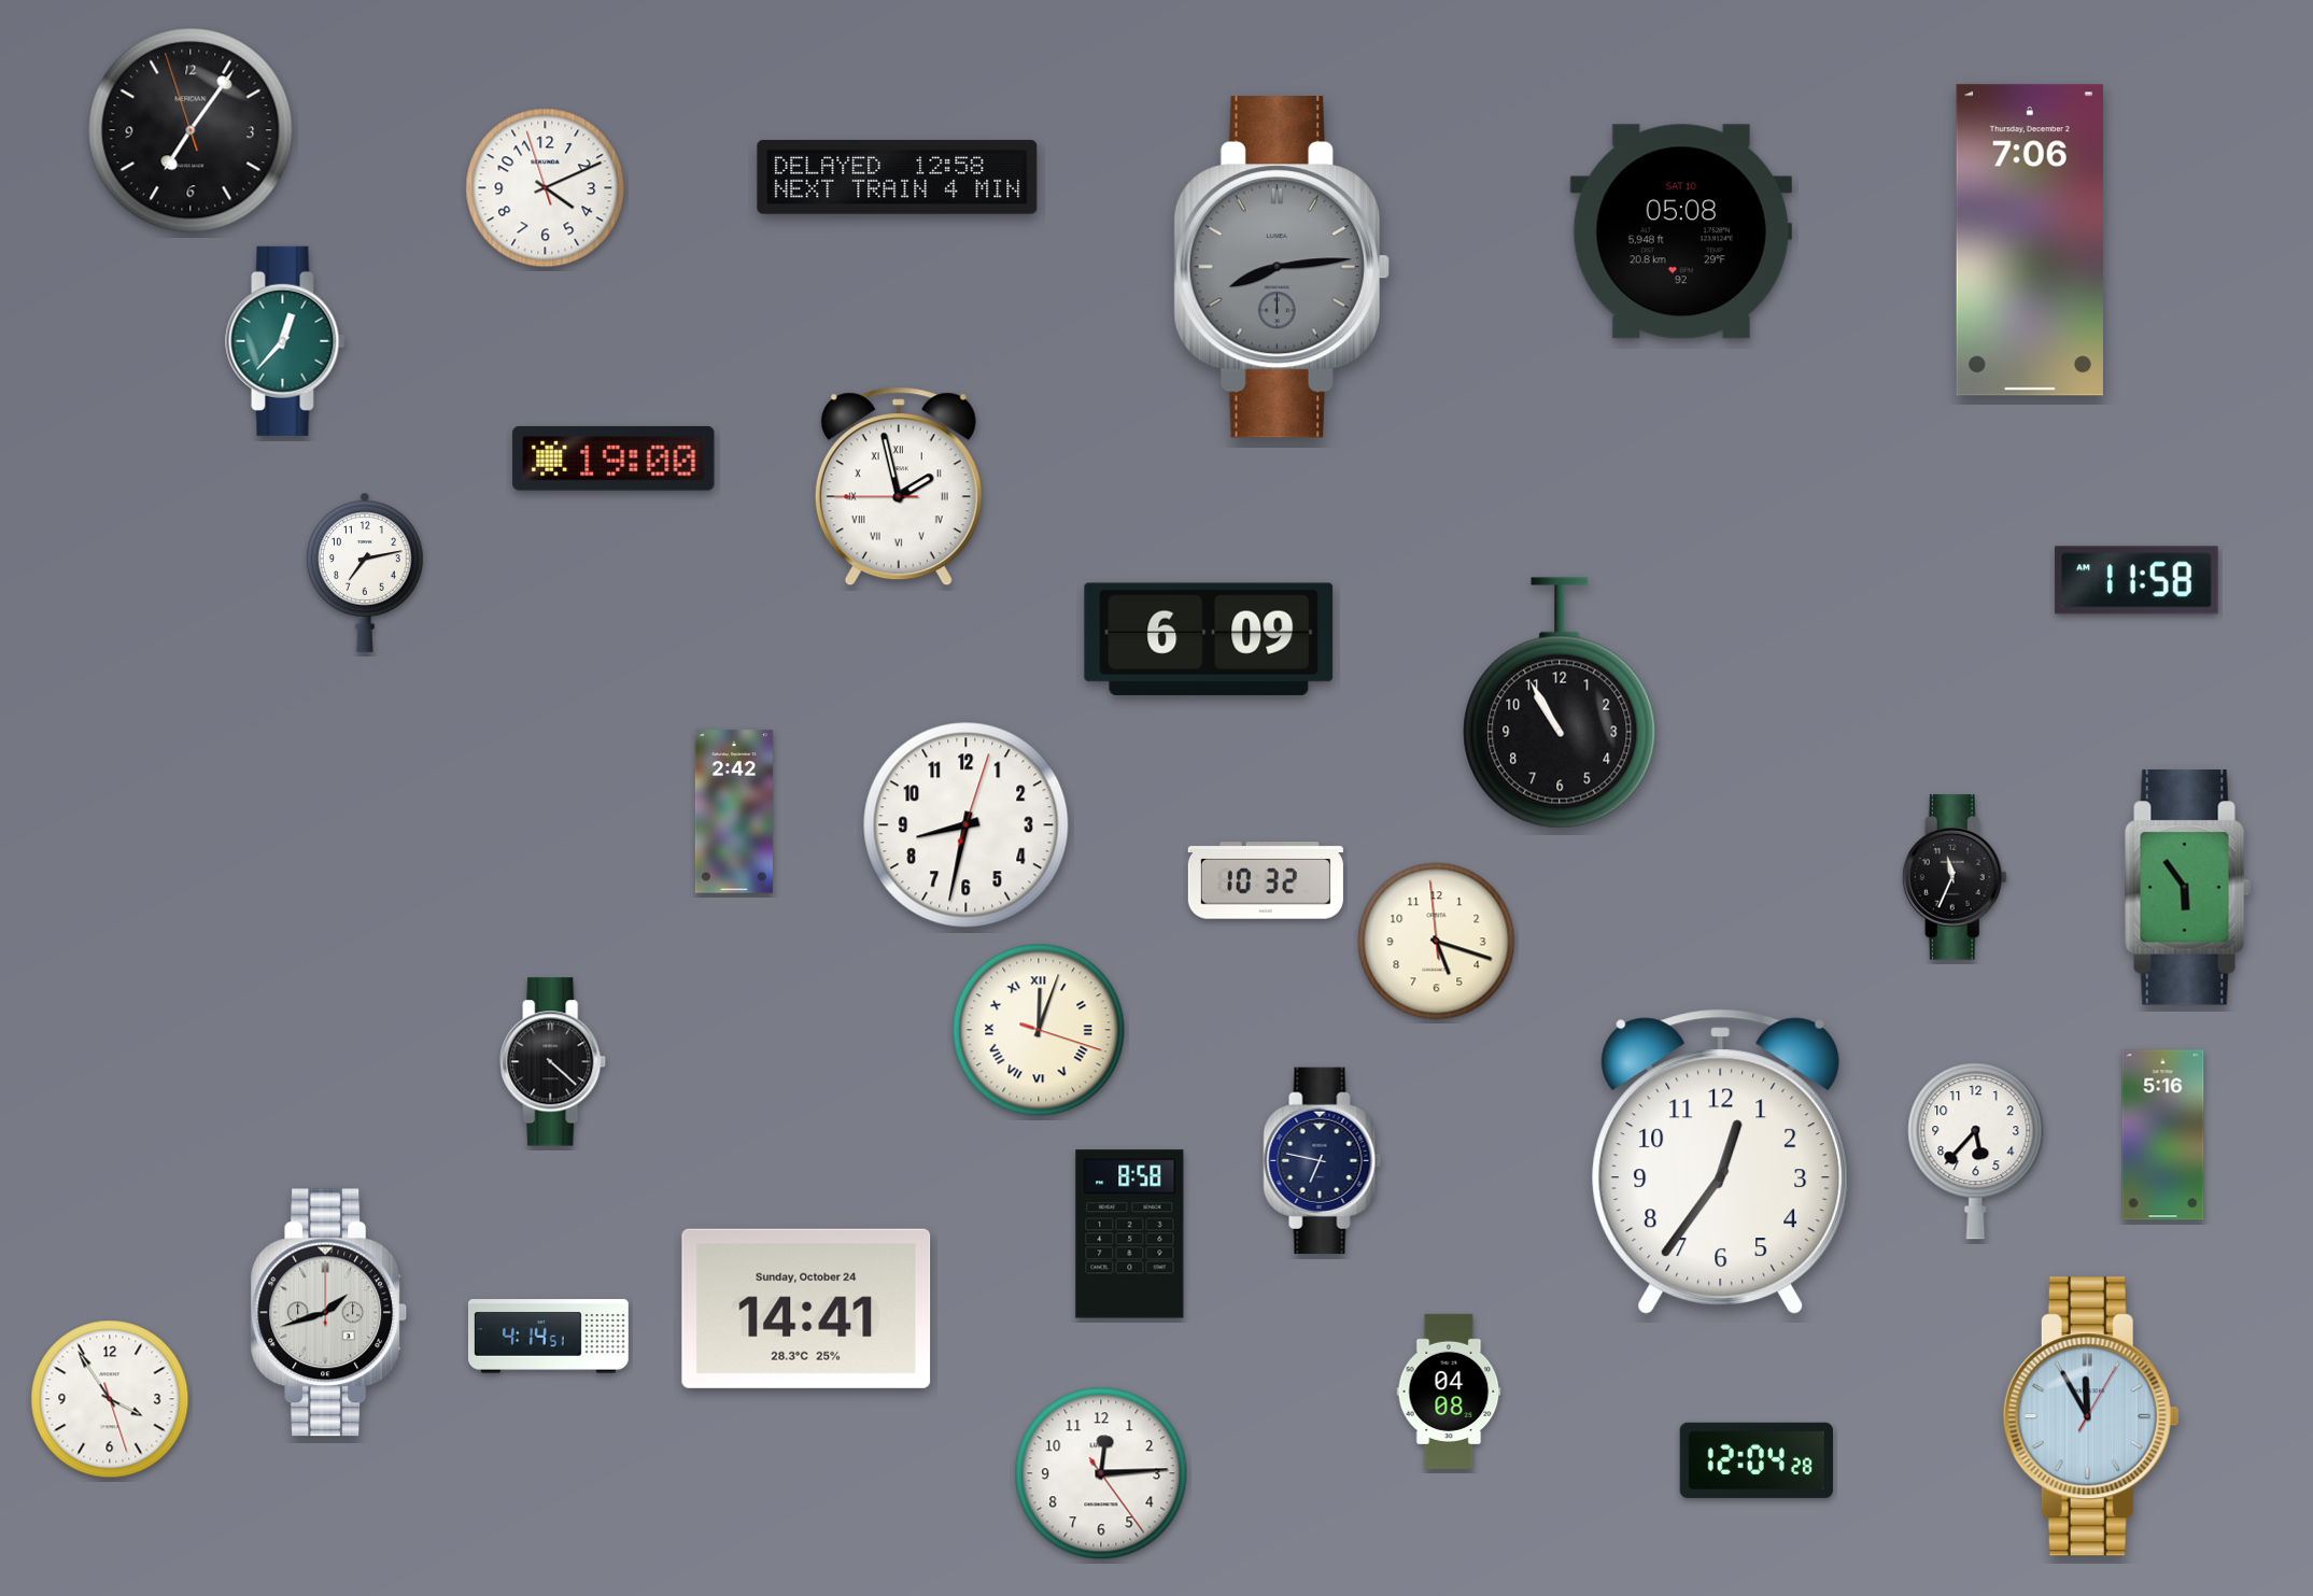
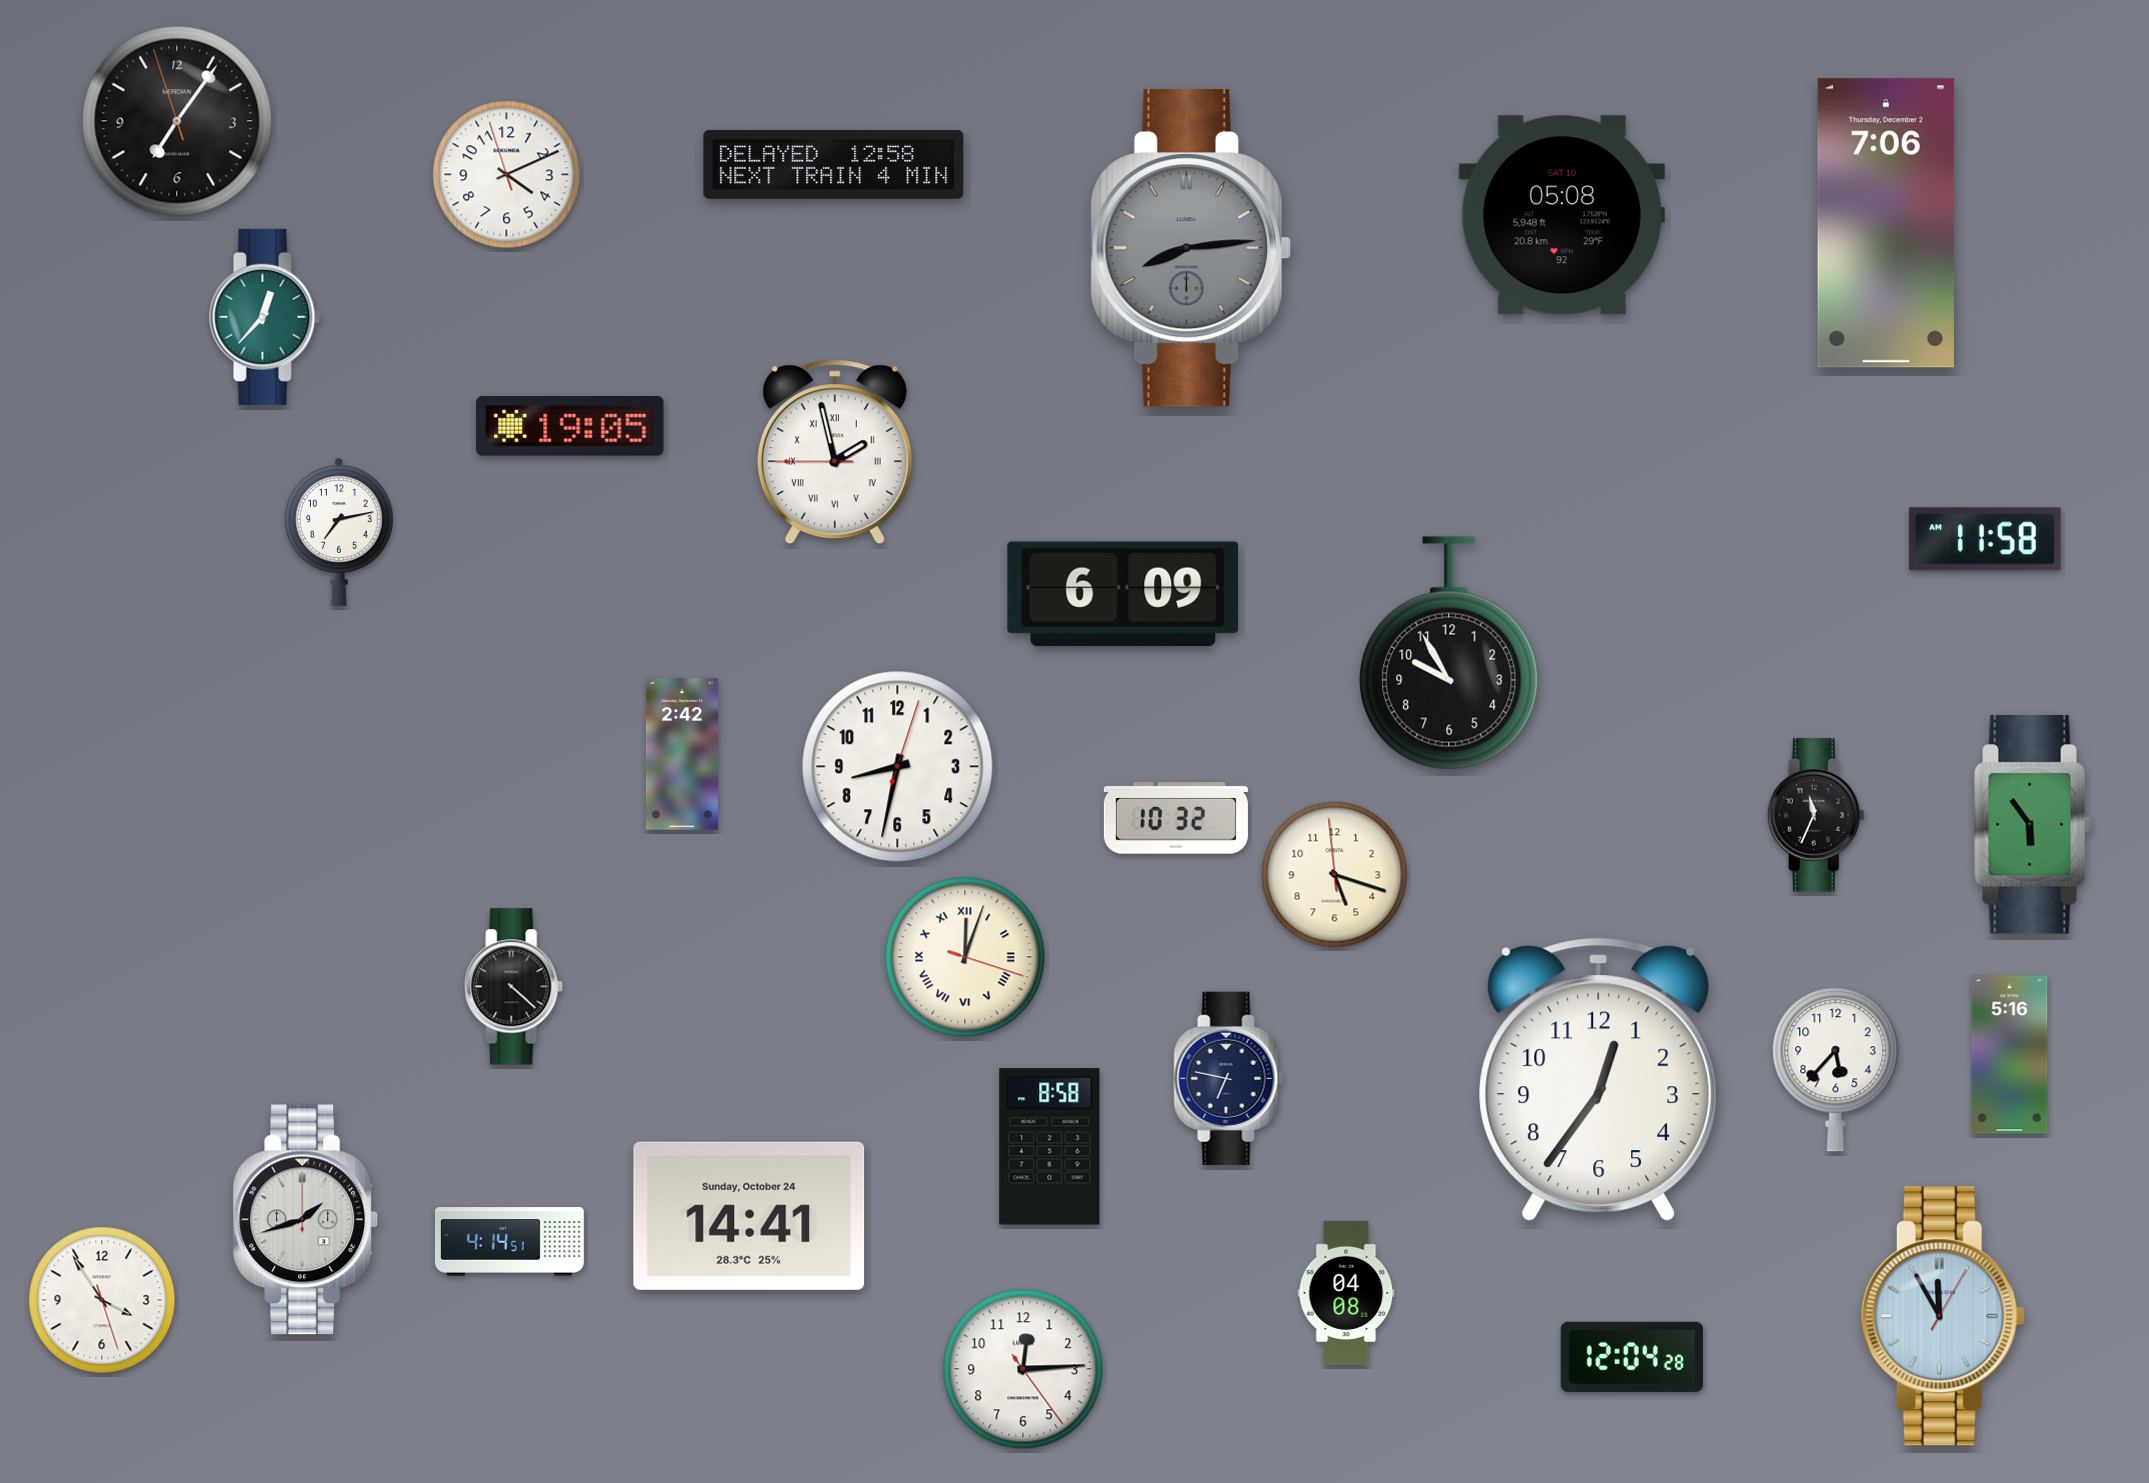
clock at (613, 458): 19:00 -> 19:05
clock at (1560, 703): 10:55 -> 9:55
